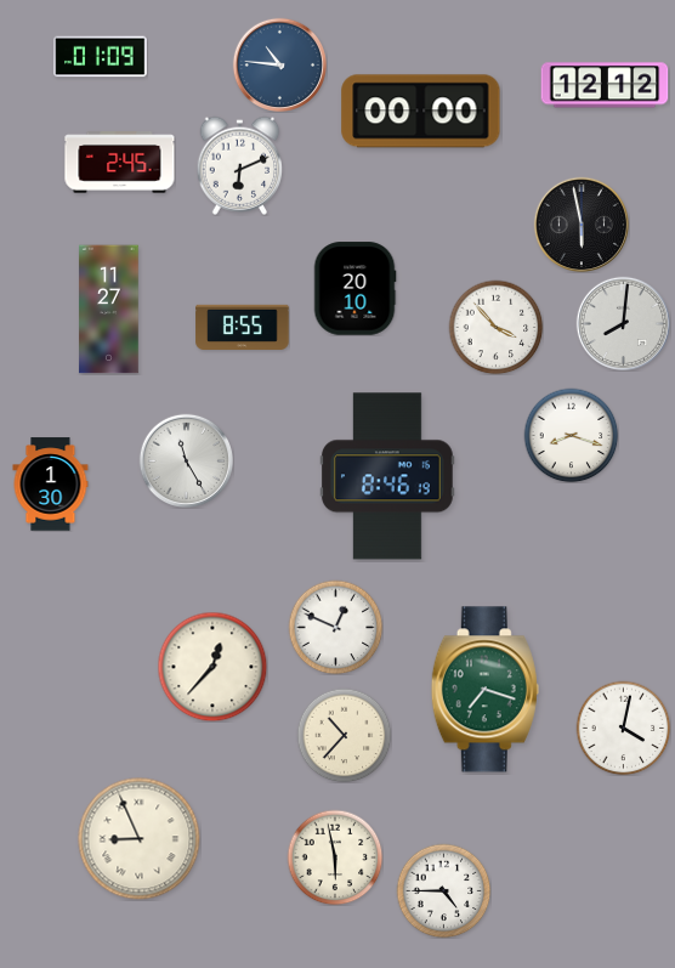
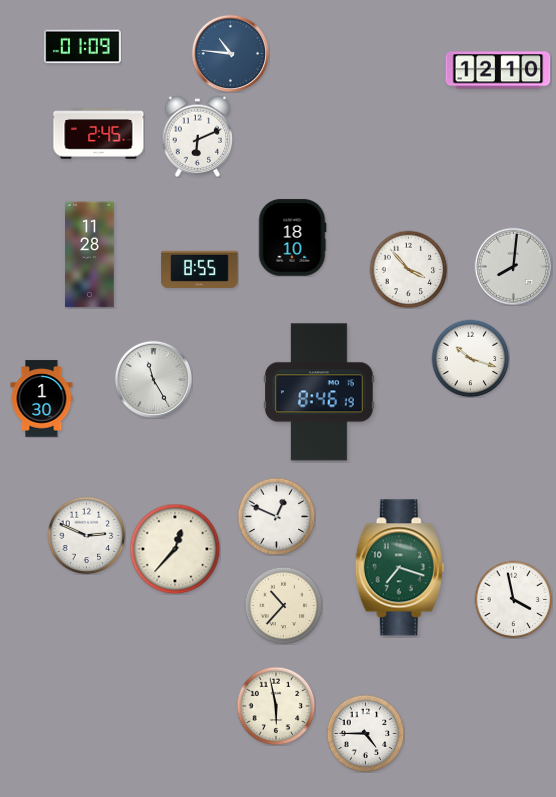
clock at (605, 85): 12:12 -> 12:10
clock at (421, 112): 00:00 -> none
clock at (582, 225): 5:58 -> none
clock at (354, 289): 20:10 -> 18:10
clock at (109, 310): 11:27 -> 11:28
clock at (571, 435): 8:18 -> 10:18
clock at (86, 535): none -> 2:49
clock at (623, 728): 4:02 -> 3:58
clock at (140, 839): 8:56 -> none
